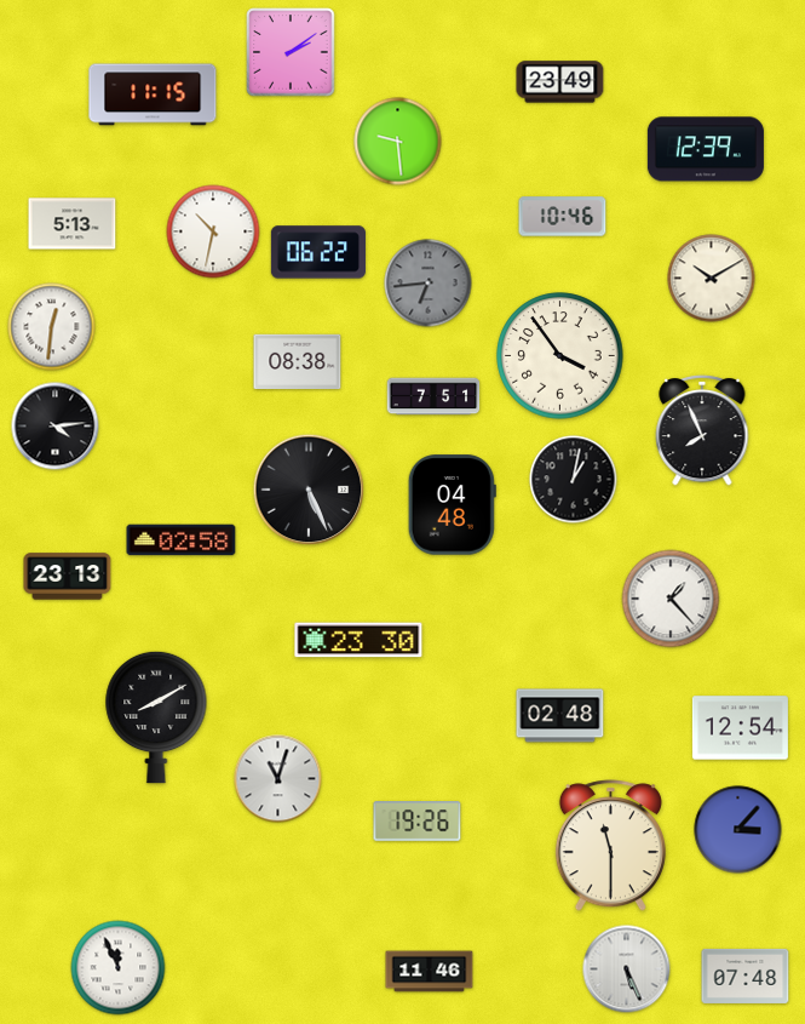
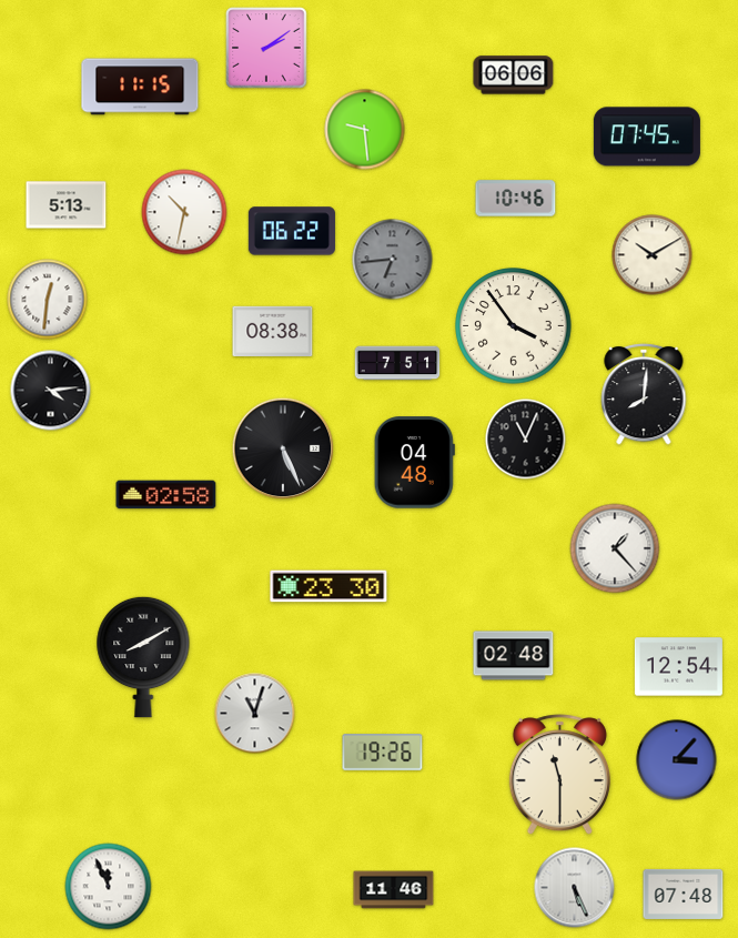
clock at (560, 82): 23:49 -> 06:06
clock at (706, 149): 12:39 -> 07:45
clock at (213, 231) position: (213, 231) -> (184, 212)
clock at (702, 430): 7:56 -> 8:01
clock at (574, 480): 1:02 -> 11:04
clock at (68, 577): 23:13 -> none
